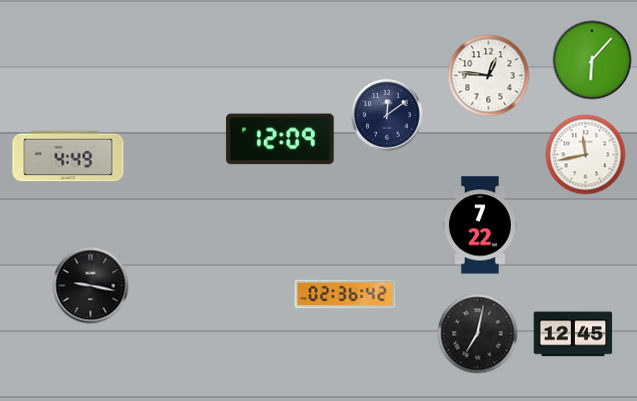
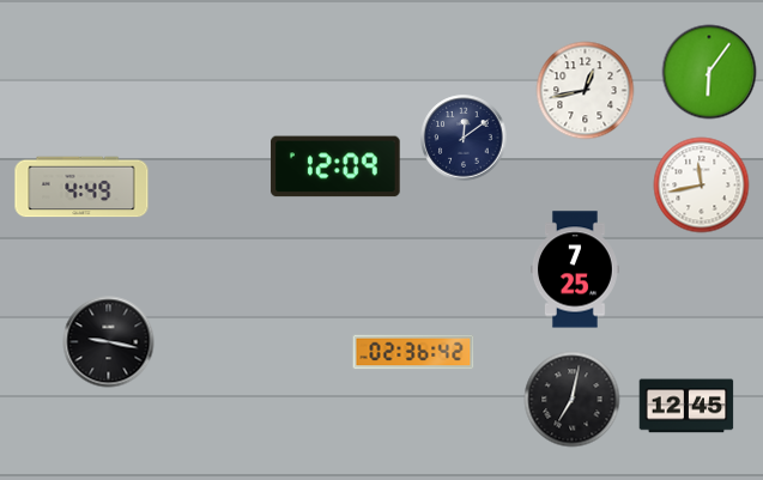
clock at (592, 60): 6:07 -> 6:06
clock at (489, 76): 12:46 -> 12:43
clock at (481, 225): 7:22 -> 7:25
clock at (573, 334) position: (573, 334) -> (686, 406)
